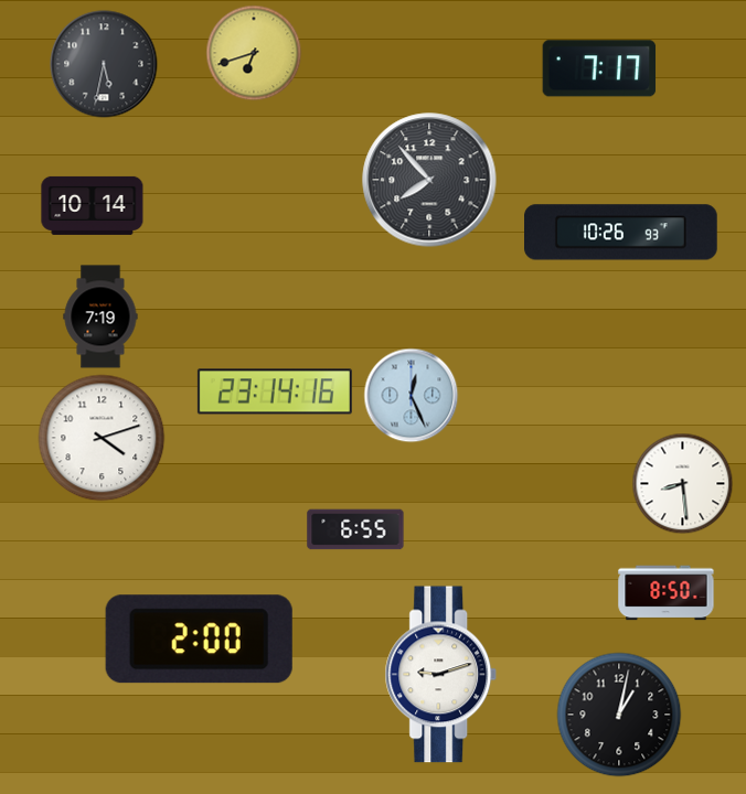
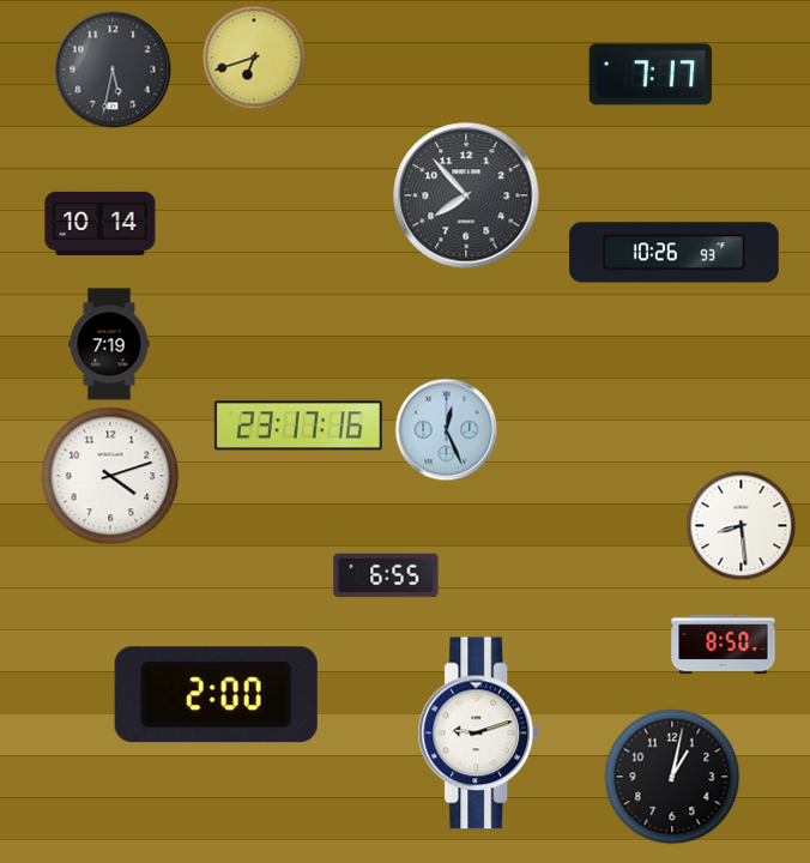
clock at (254, 53) position: (254, 53) -> (254, 58)
clock at (275, 391): 23:14 -> 23:17
